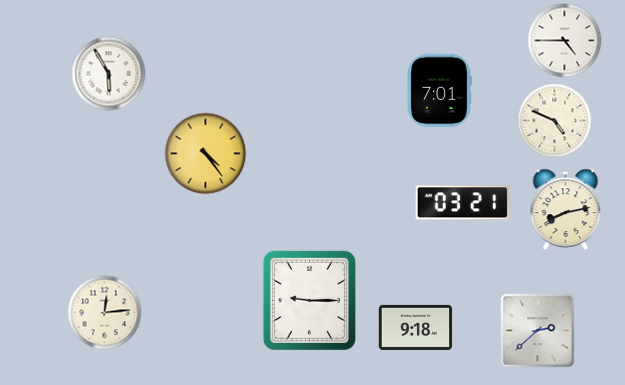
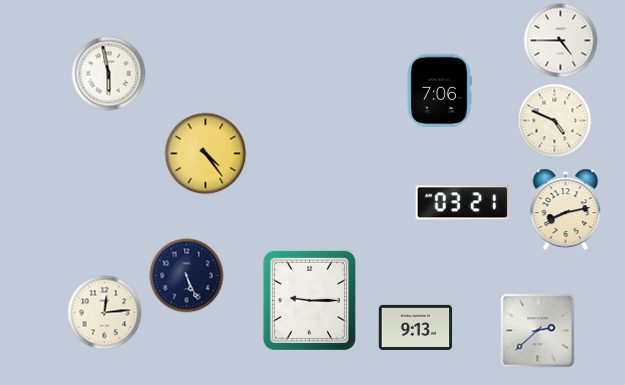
clock at (565, 41) position: (565, 41) -> (561, 41)
clock at (109, 74): 5:55 -> 5:58
clock at (439, 91): 7:01 -> 7:06
clock at (187, 276): none -> 5:26
clock at (416, 327): 9:18 -> 9:13
